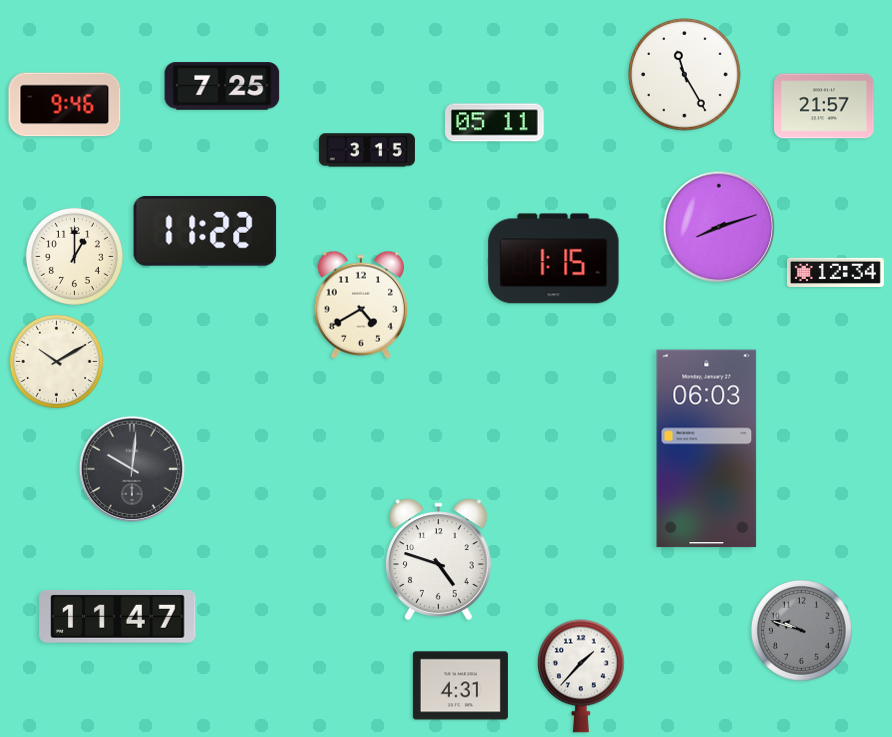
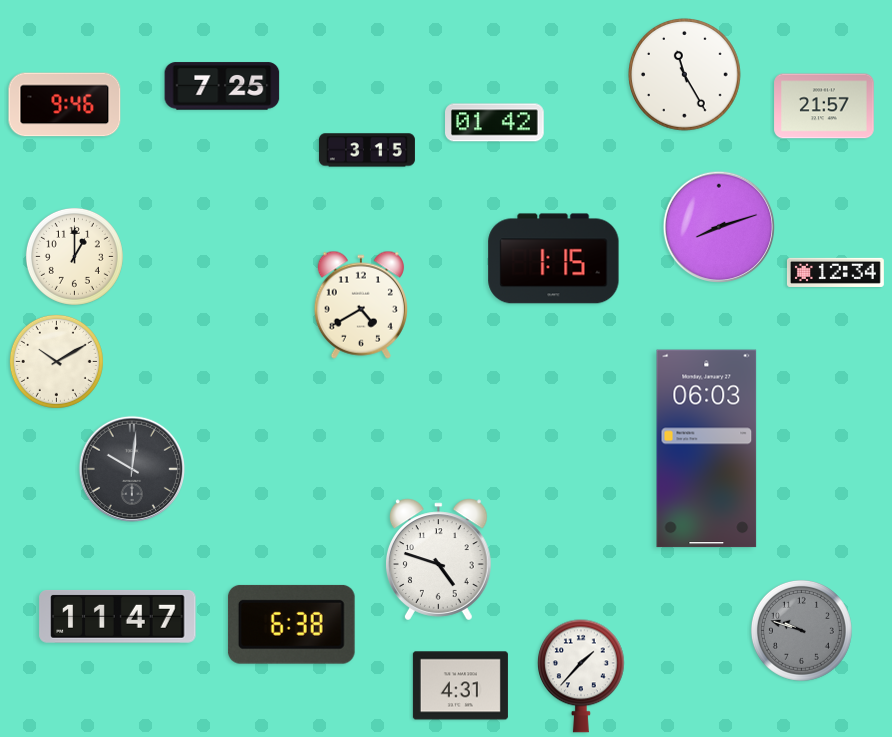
clock at (495, 123): 05:11 -> 01:42
clock at (205, 232): 11:22 -> none
clock at (291, 624): none -> 6:38
